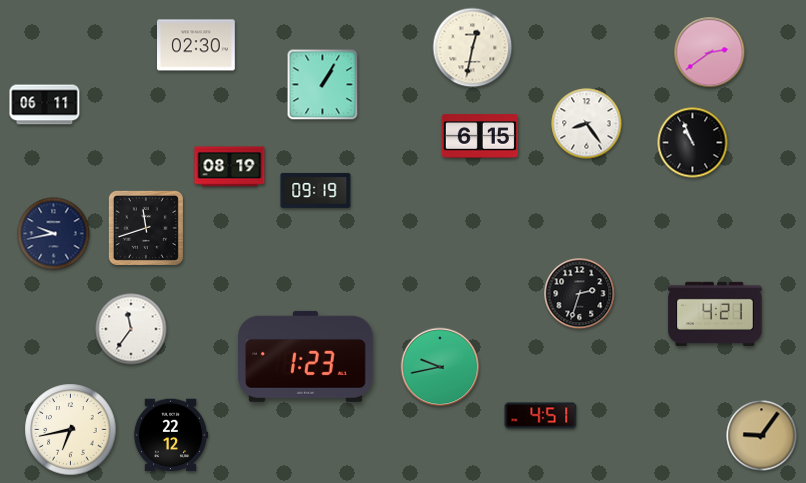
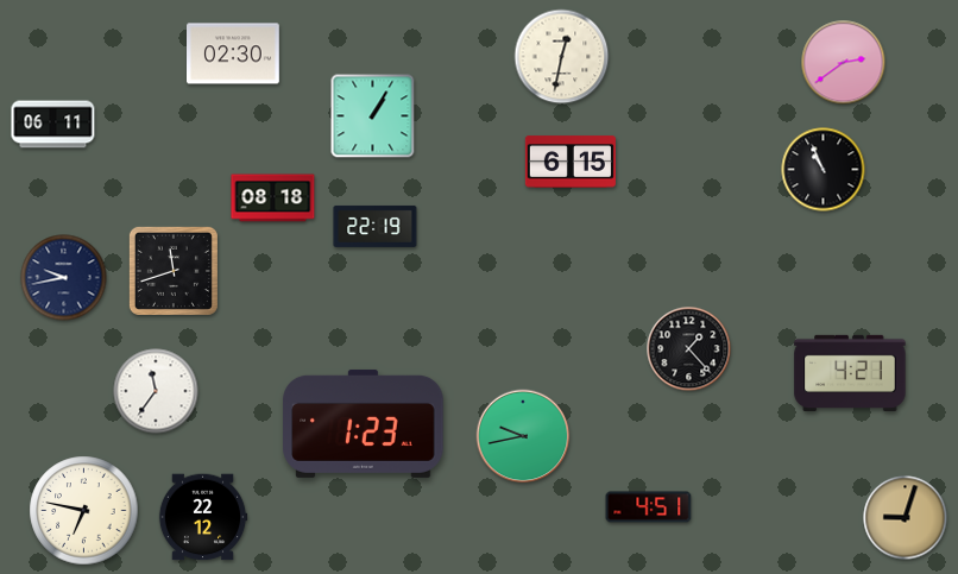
clock at (323, 85) position: (323, 85) -> (373, 116)
clock at (587, 124): 8:24 -> none
clock at (230, 167): 08:19 -> 08:18
clock at (316, 190): 09:19 -> 22:19
clock at (580, 294): 2:33 -> 1:23
clock at (541, 416) position: (541, 416) -> (649, 507)
clock at (71, 430): 6:43 -> 6:47
clock at (762, 436): 9:06 -> 9:03
